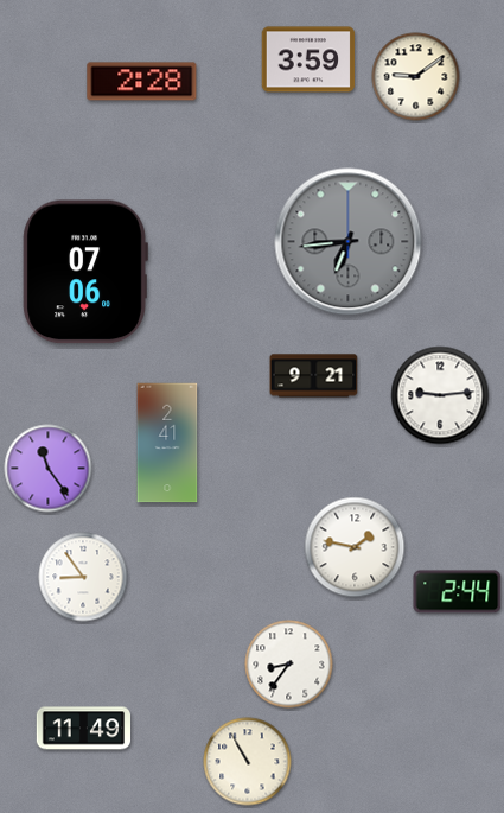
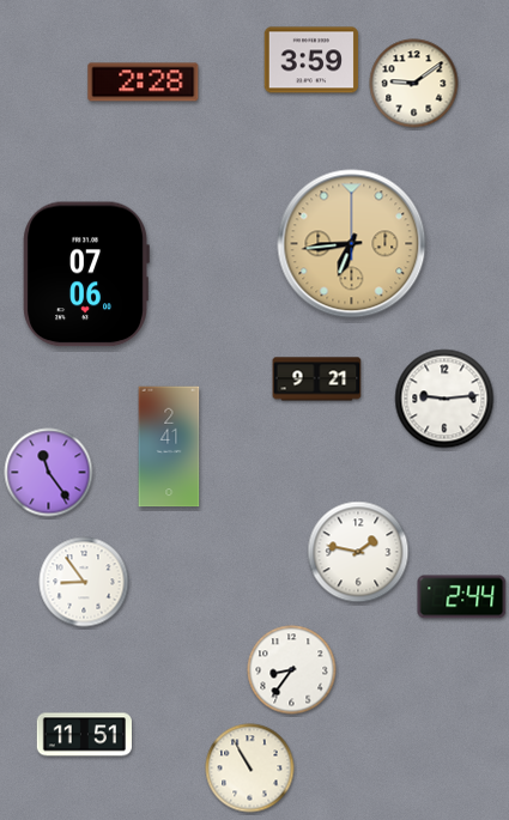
clock at (416, 77) position: (416, 77) -> (414, 84)
clock at (349, 242) dial: grey -> champagne
clock at (83, 729): 11:49 -> 11:51
